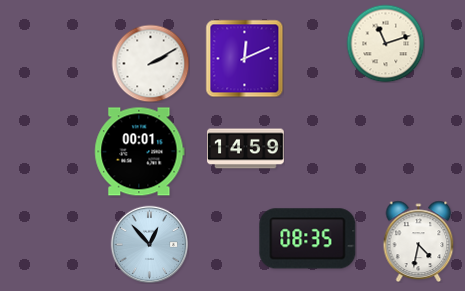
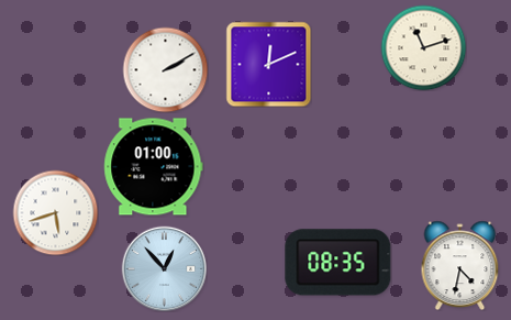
clock at (246, 149): 14:59 -> none
clock at (140, 152): 00:01 -> 01:00
clock at (55, 212): none -> 5:42
